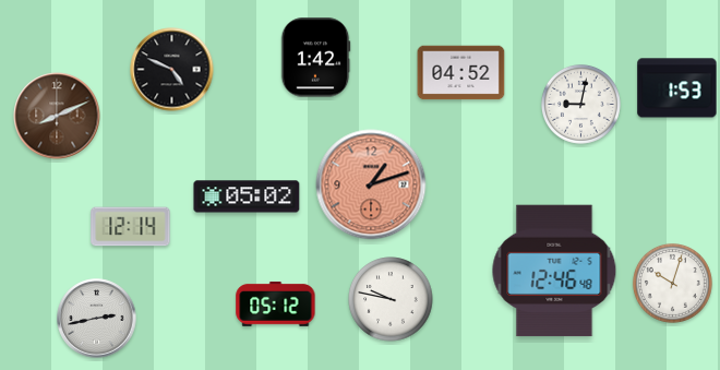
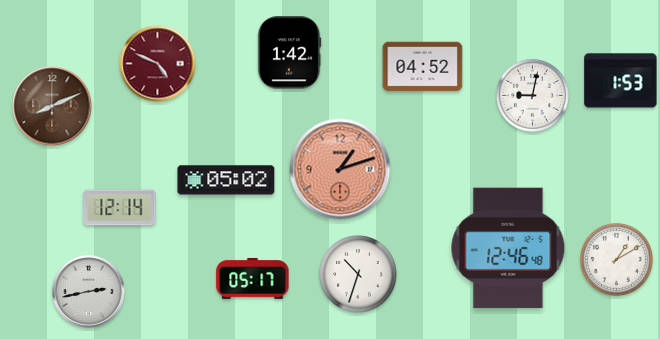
clock at (172, 70) dial: black -> burgundy
clock at (672, 283): 10:03 -> 1:10
clock at (391, 299): 9:47 -> 10:33
clock at (276, 303): 05:12 -> 05:17
